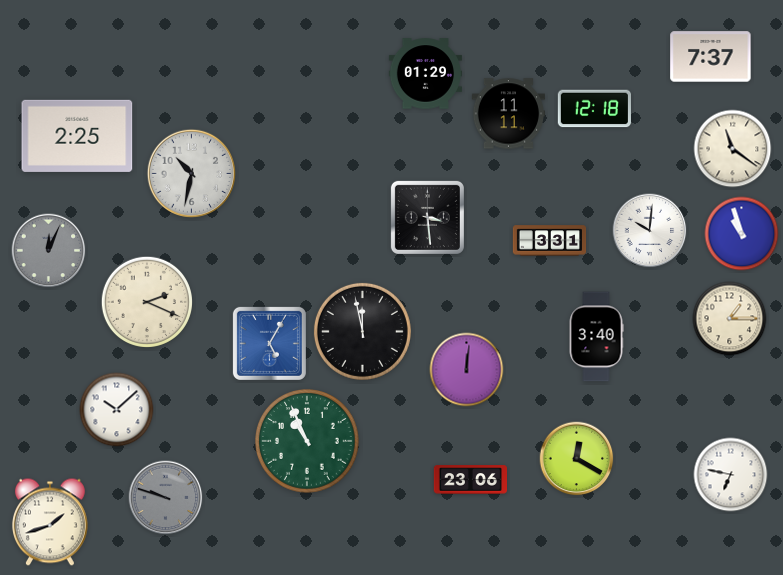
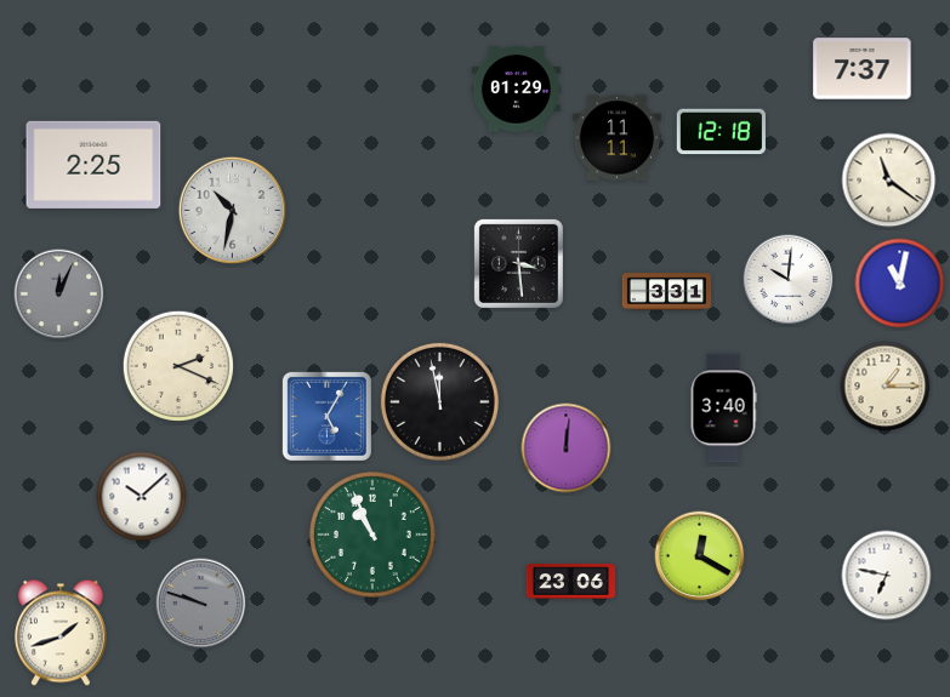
clock at (742, 234): 10:57 -> 11:02
clock at (49, 251) position: (49, 251) -> (59, 295)
